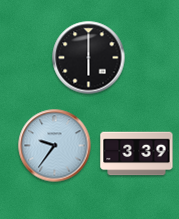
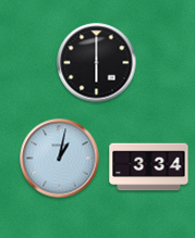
clock at (55, 146): 9:36 -> 1:02
clock at (137, 154): 3:39 -> 3:34
